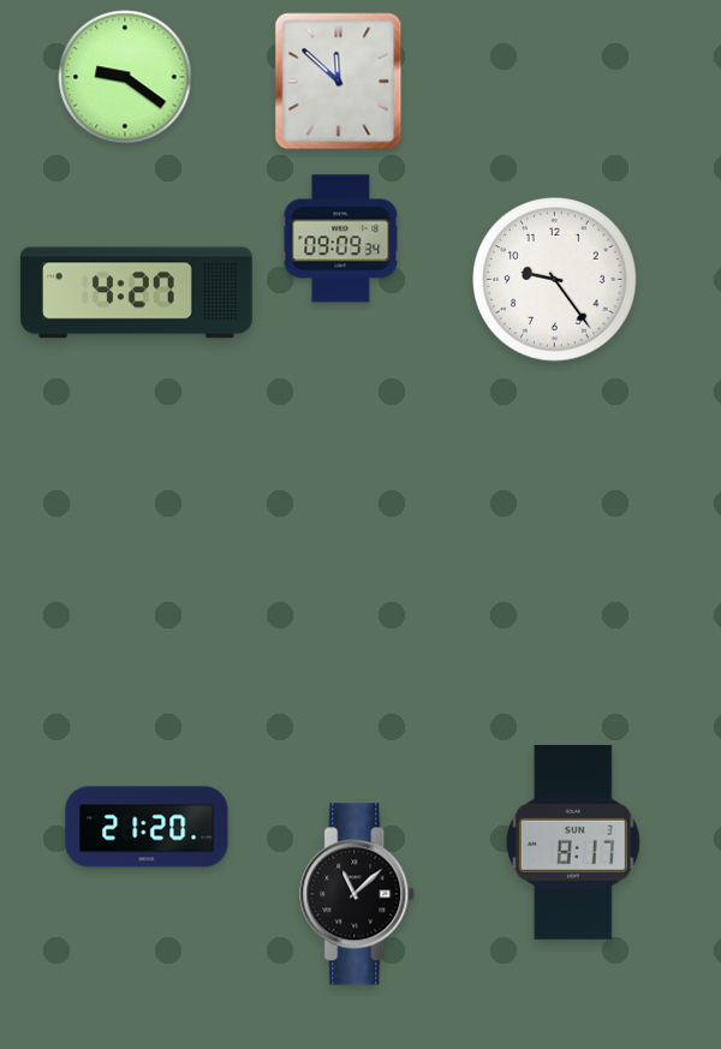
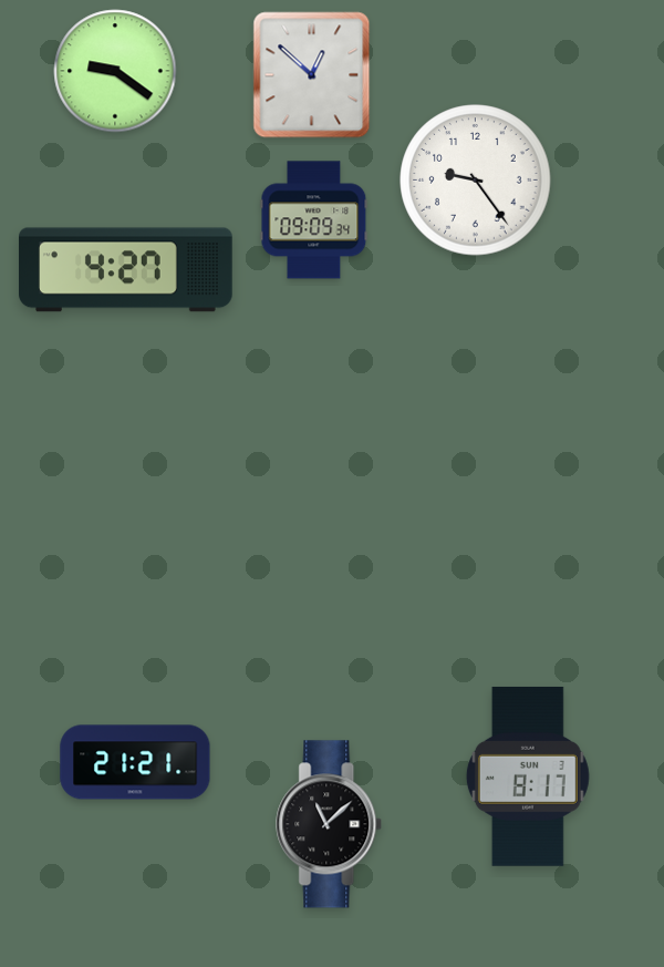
clock at (339, 82): 11:52 -> 12:52
clock at (555, 280) position: (555, 280) -> (476, 181)
clock at (147, 827): 21:20 -> 21:21
